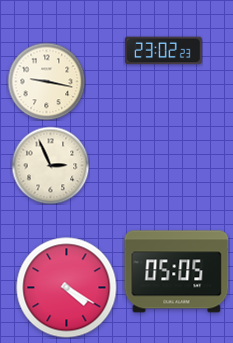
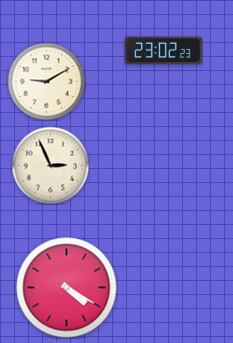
clock at (46, 81): 9:17 -> 9:10
clock at (177, 272): 05:05 -> none
